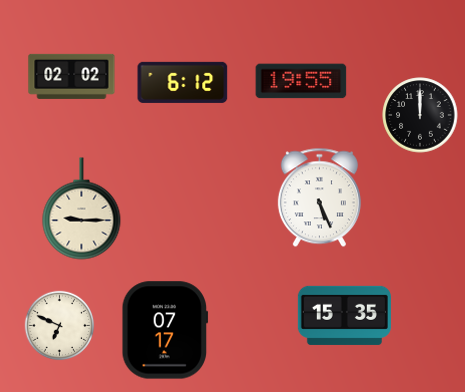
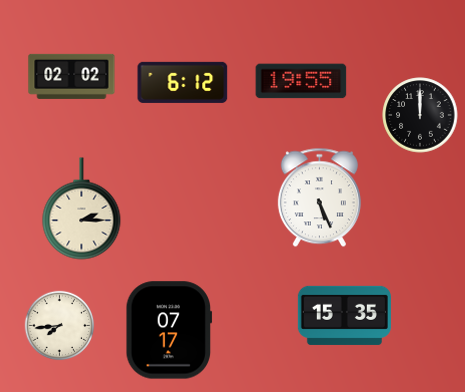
clock at (82, 209): 9:15 -> 2:15
clock at (60, 326): 6:49 -> 7:44
clock at (165, 330) position: (165, 330) -> (169, 330)
